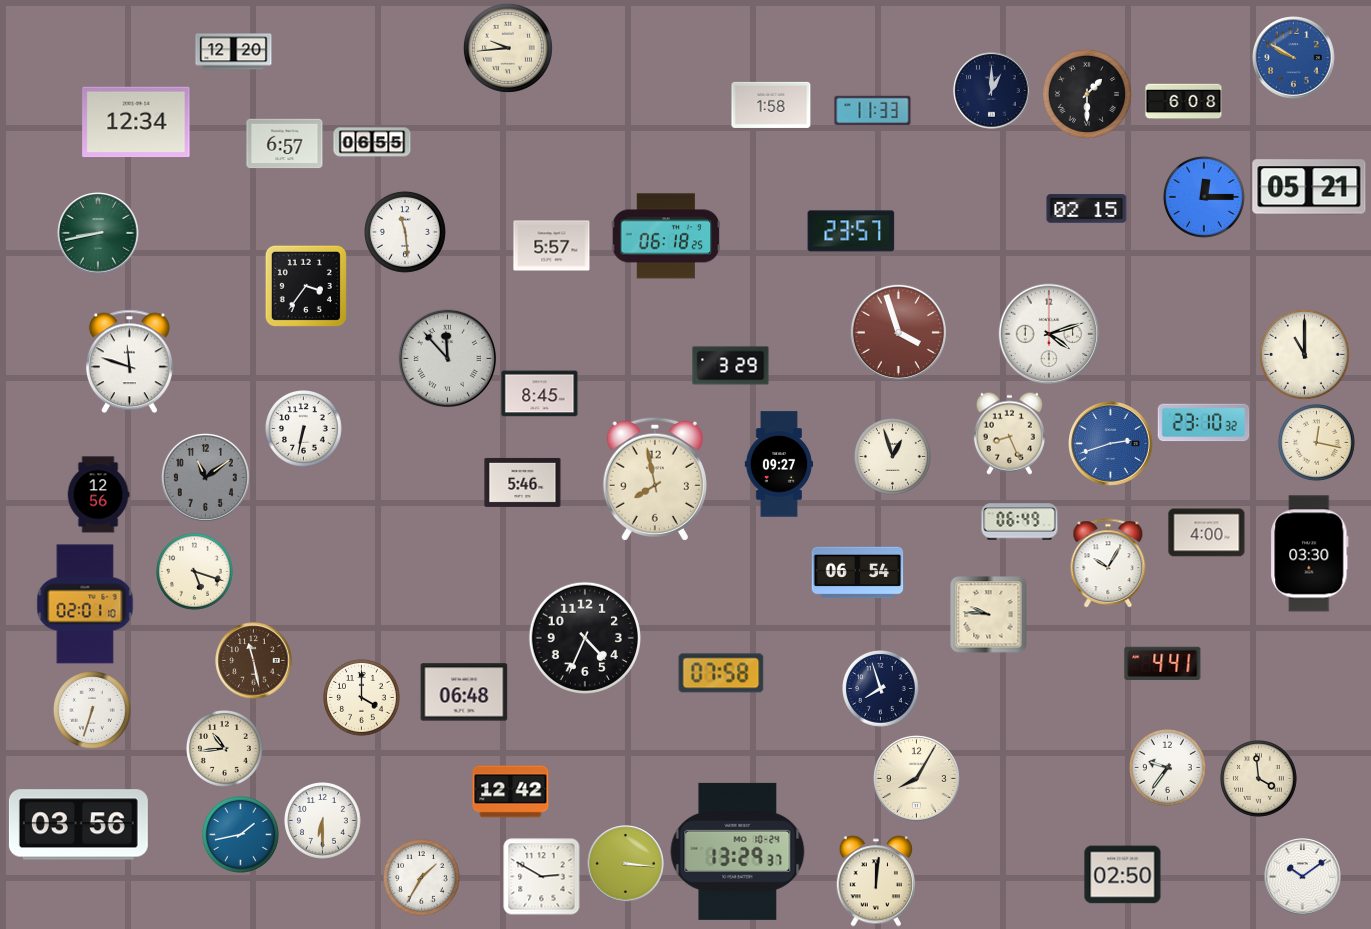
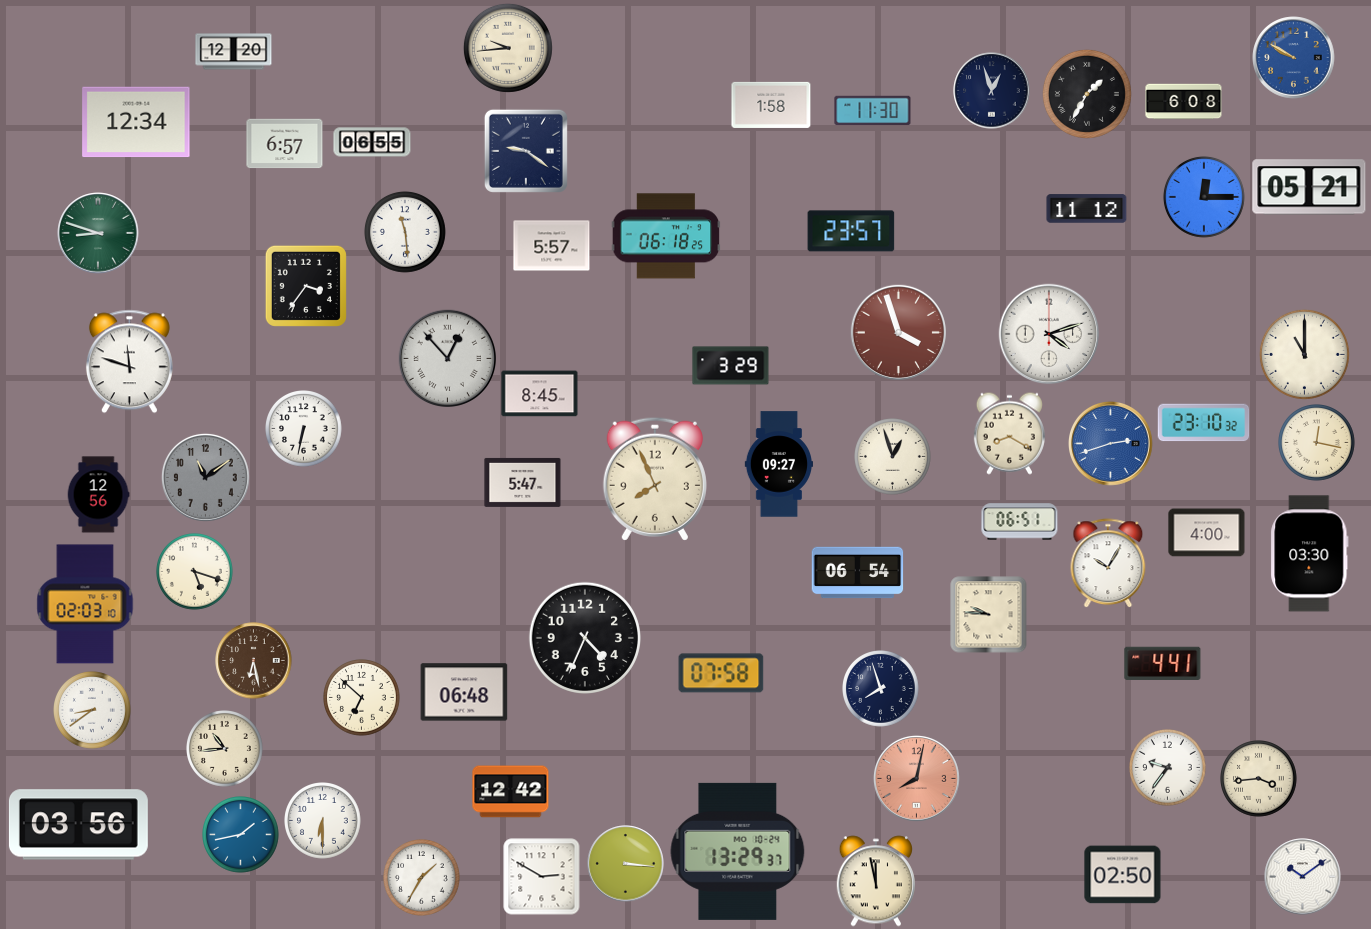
clock at (992, 91): 1:00 -> 12:57
clock at (1087, 94): 1:30 -> 1:35
clock at (873, 111): 11:33 -> 11:30
clock at (526, 151): none -> 9:21
clock at (1087, 209): 02:15 -> 11:12
clock at (98, 233): 8:43 -> 8:48
clock at (447, 358): 11:53 -> 12:53
clock at (1009, 433): 8:26 -> 8:20
clock at (655, 479): 7:58 -> 7:56
clock at (523, 482): 5:46 -> 5:47
clock at (1020, 522): 06:49 -> 06:51
clock at (85, 604): 02:01 -> 02:03
clock at (254, 661): 11:28 -> 6:28
clock at (362, 698): 4:00 -> 6:52
clock at (93, 711): 6:33 -> 8:39
clock at (916, 778): 8:05 -> 8:02
clock at (916, 778) dial: cream -> salmon
clock at (1259, 779): 3:59 -> 3:44
clock at (875, 881): 12:01 -> 11:58
